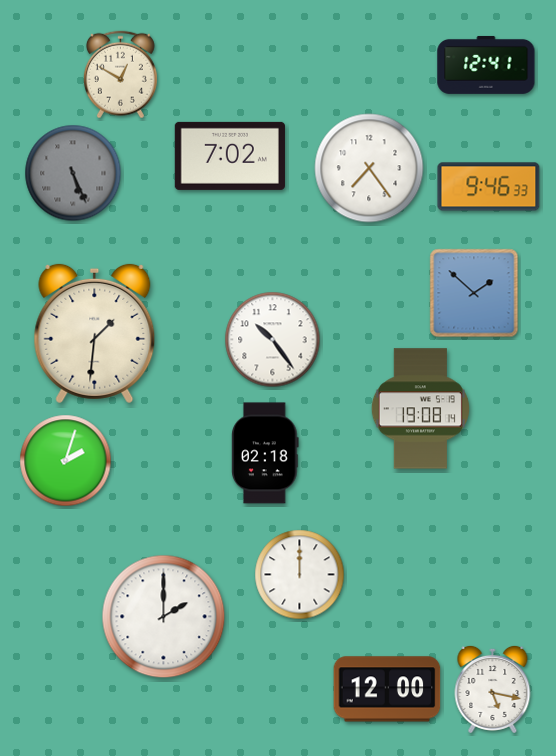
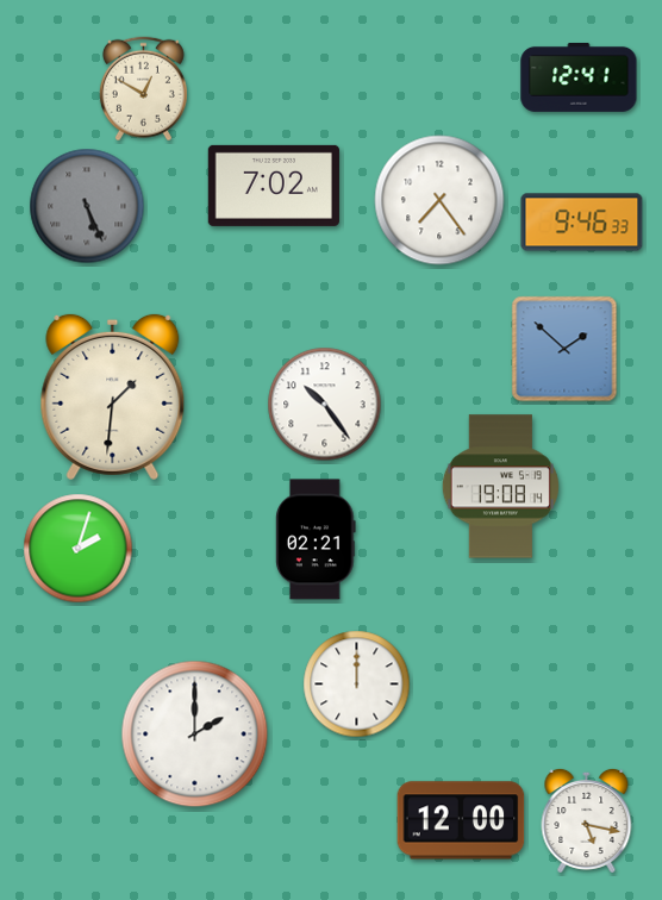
clock at (265, 453): 02:18 -> 02:21
